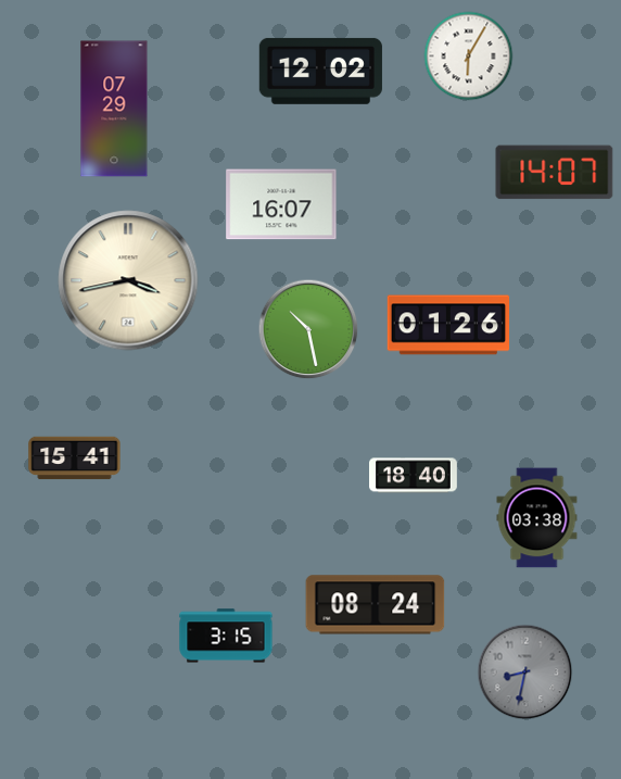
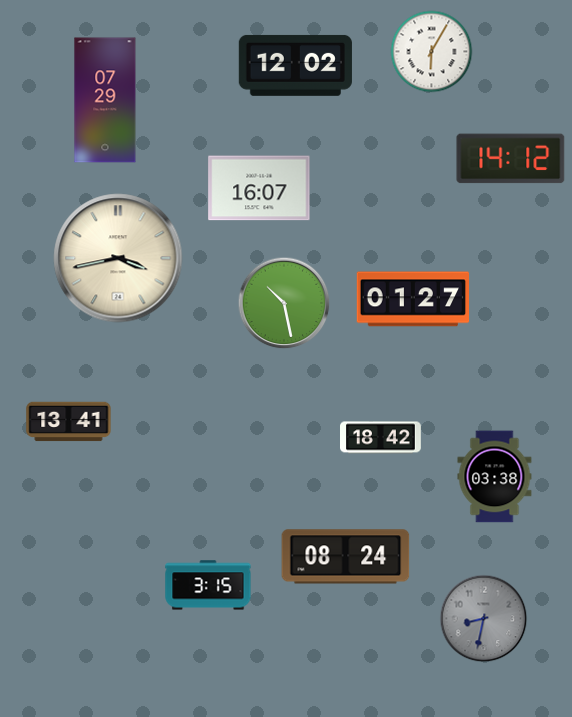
clock at (555, 173): 14:07 -> 14:12
clock at (448, 325): 01:26 -> 01:27
clock at (75, 458): 15:41 -> 13:41
clock at (414, 476): 18:40 -> 18:42
